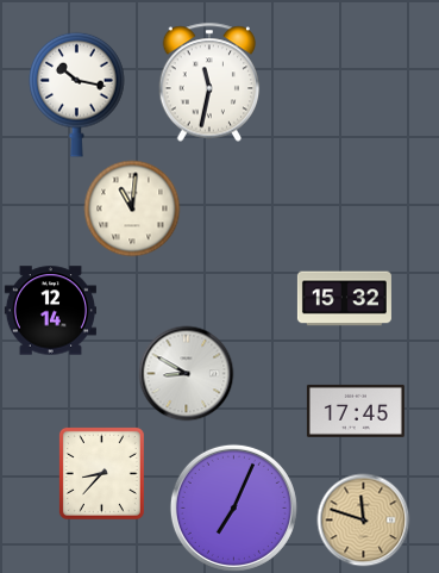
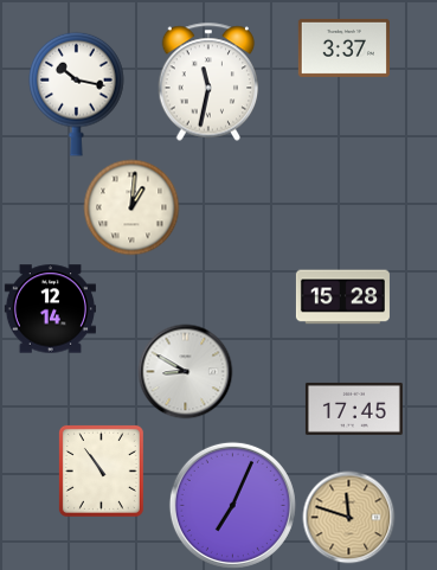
clock at (343, 47): none -> 3:37
clock at (132, 208): 11:01 -> 1:01
clock at (344, 299): 15:32 -> 15:28
clock at (101, 473): 8:37 -> 10:54
clock at (363, 519) position: (363, 519) -> (348, 517)
